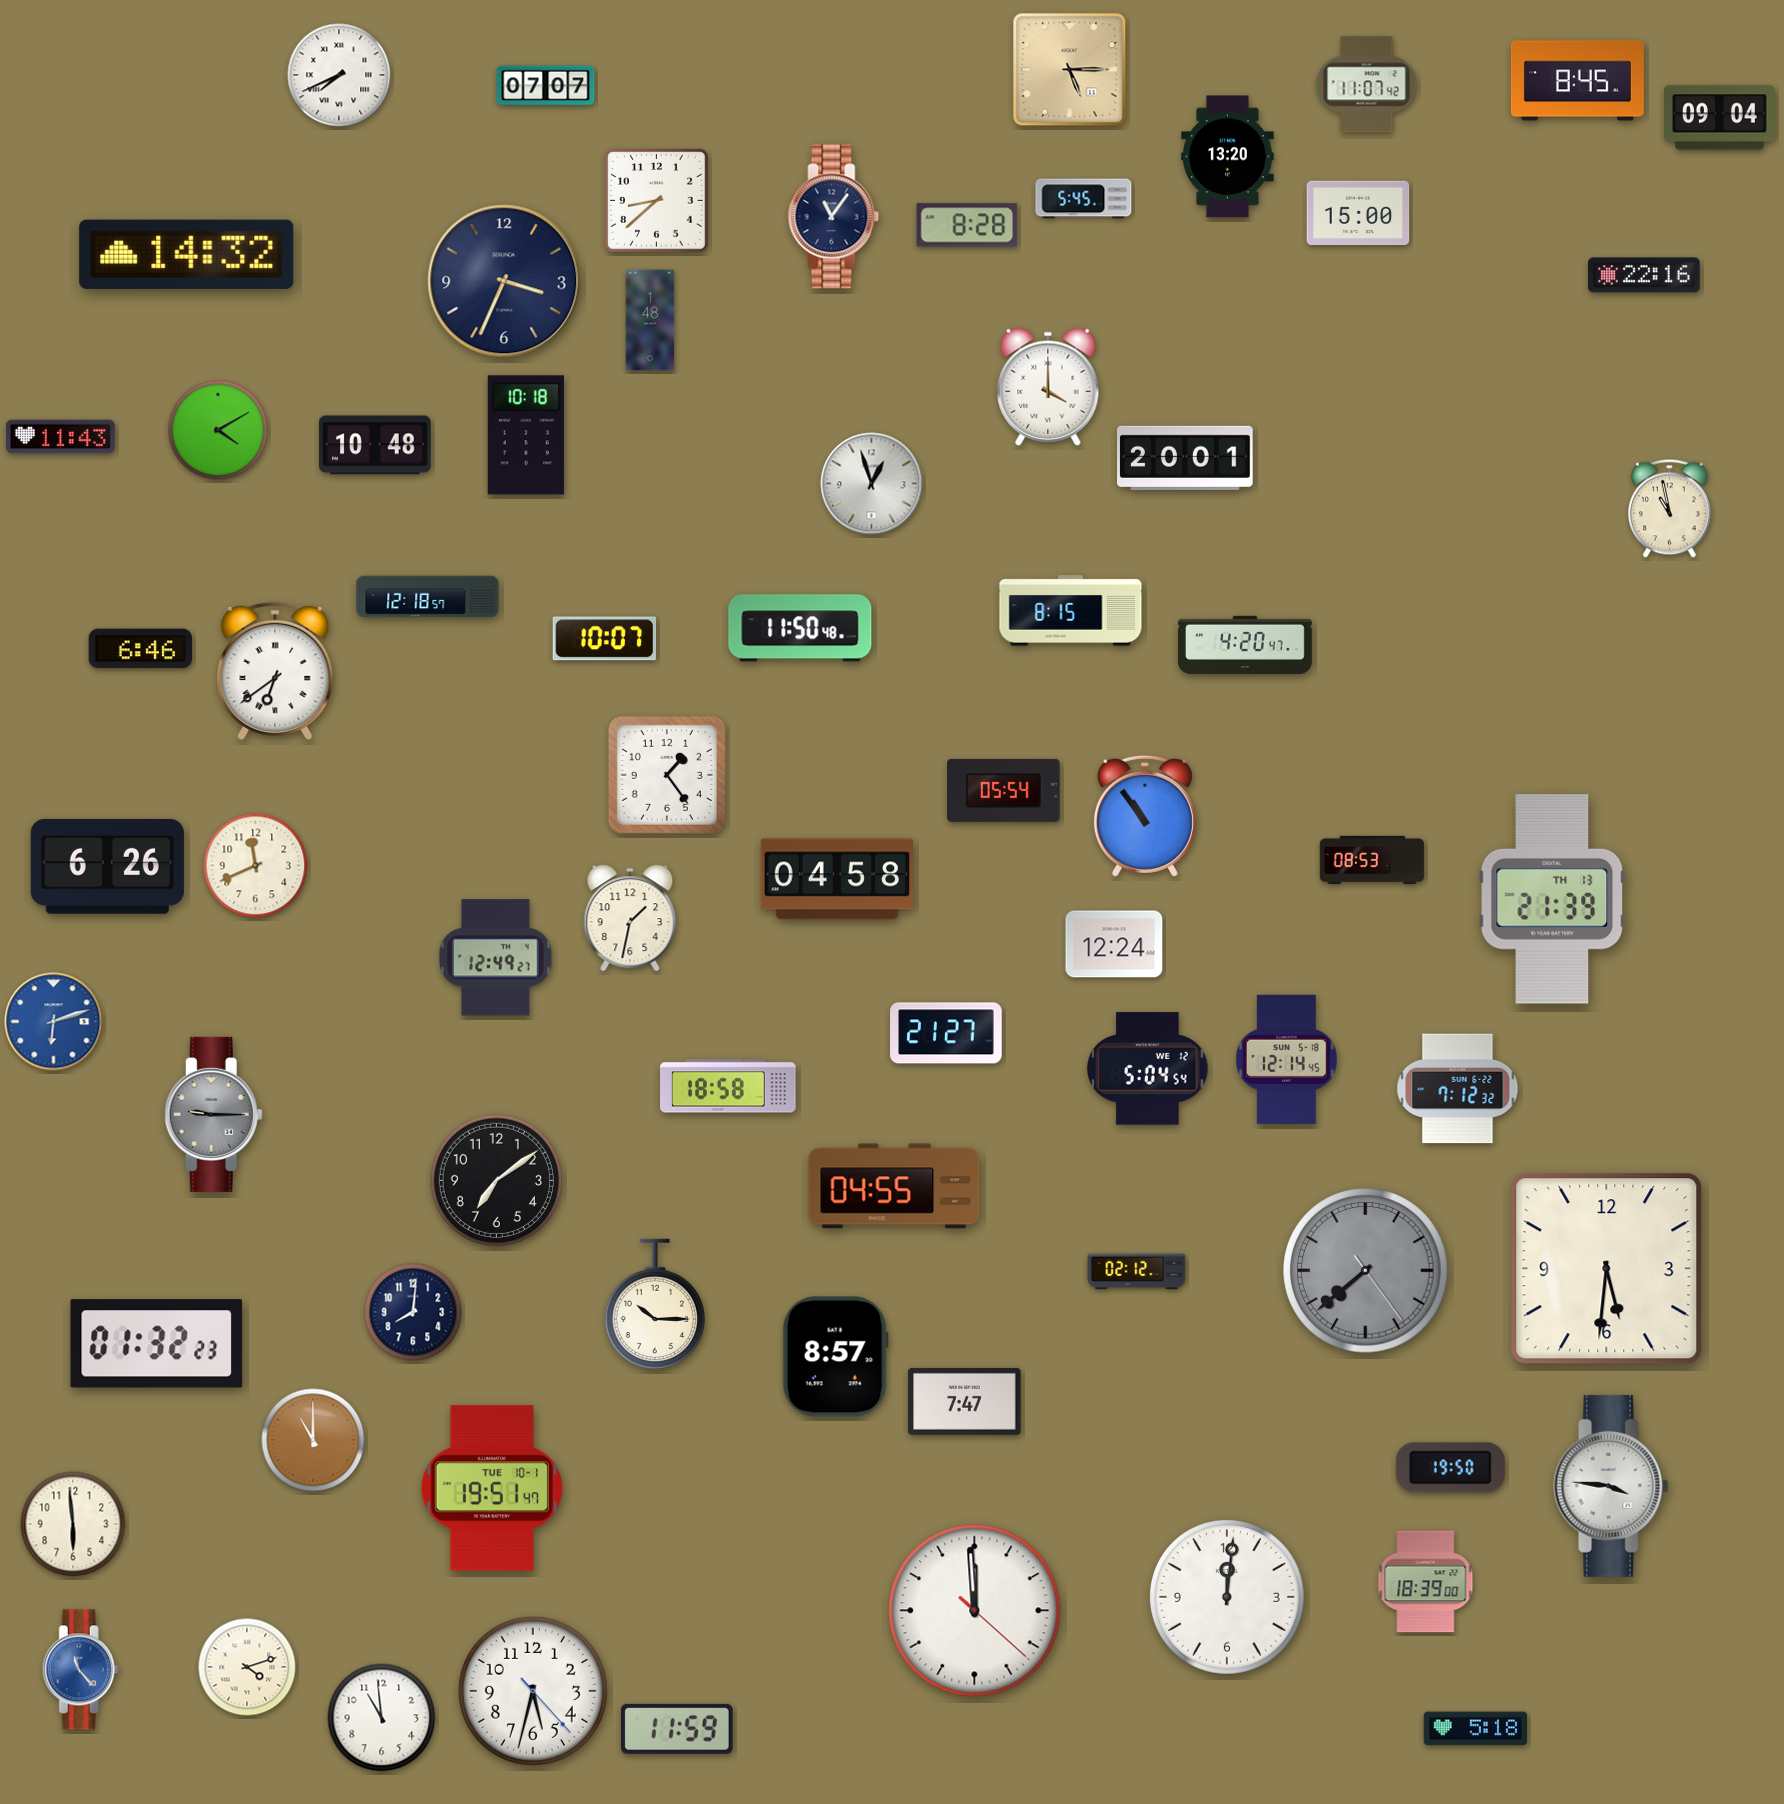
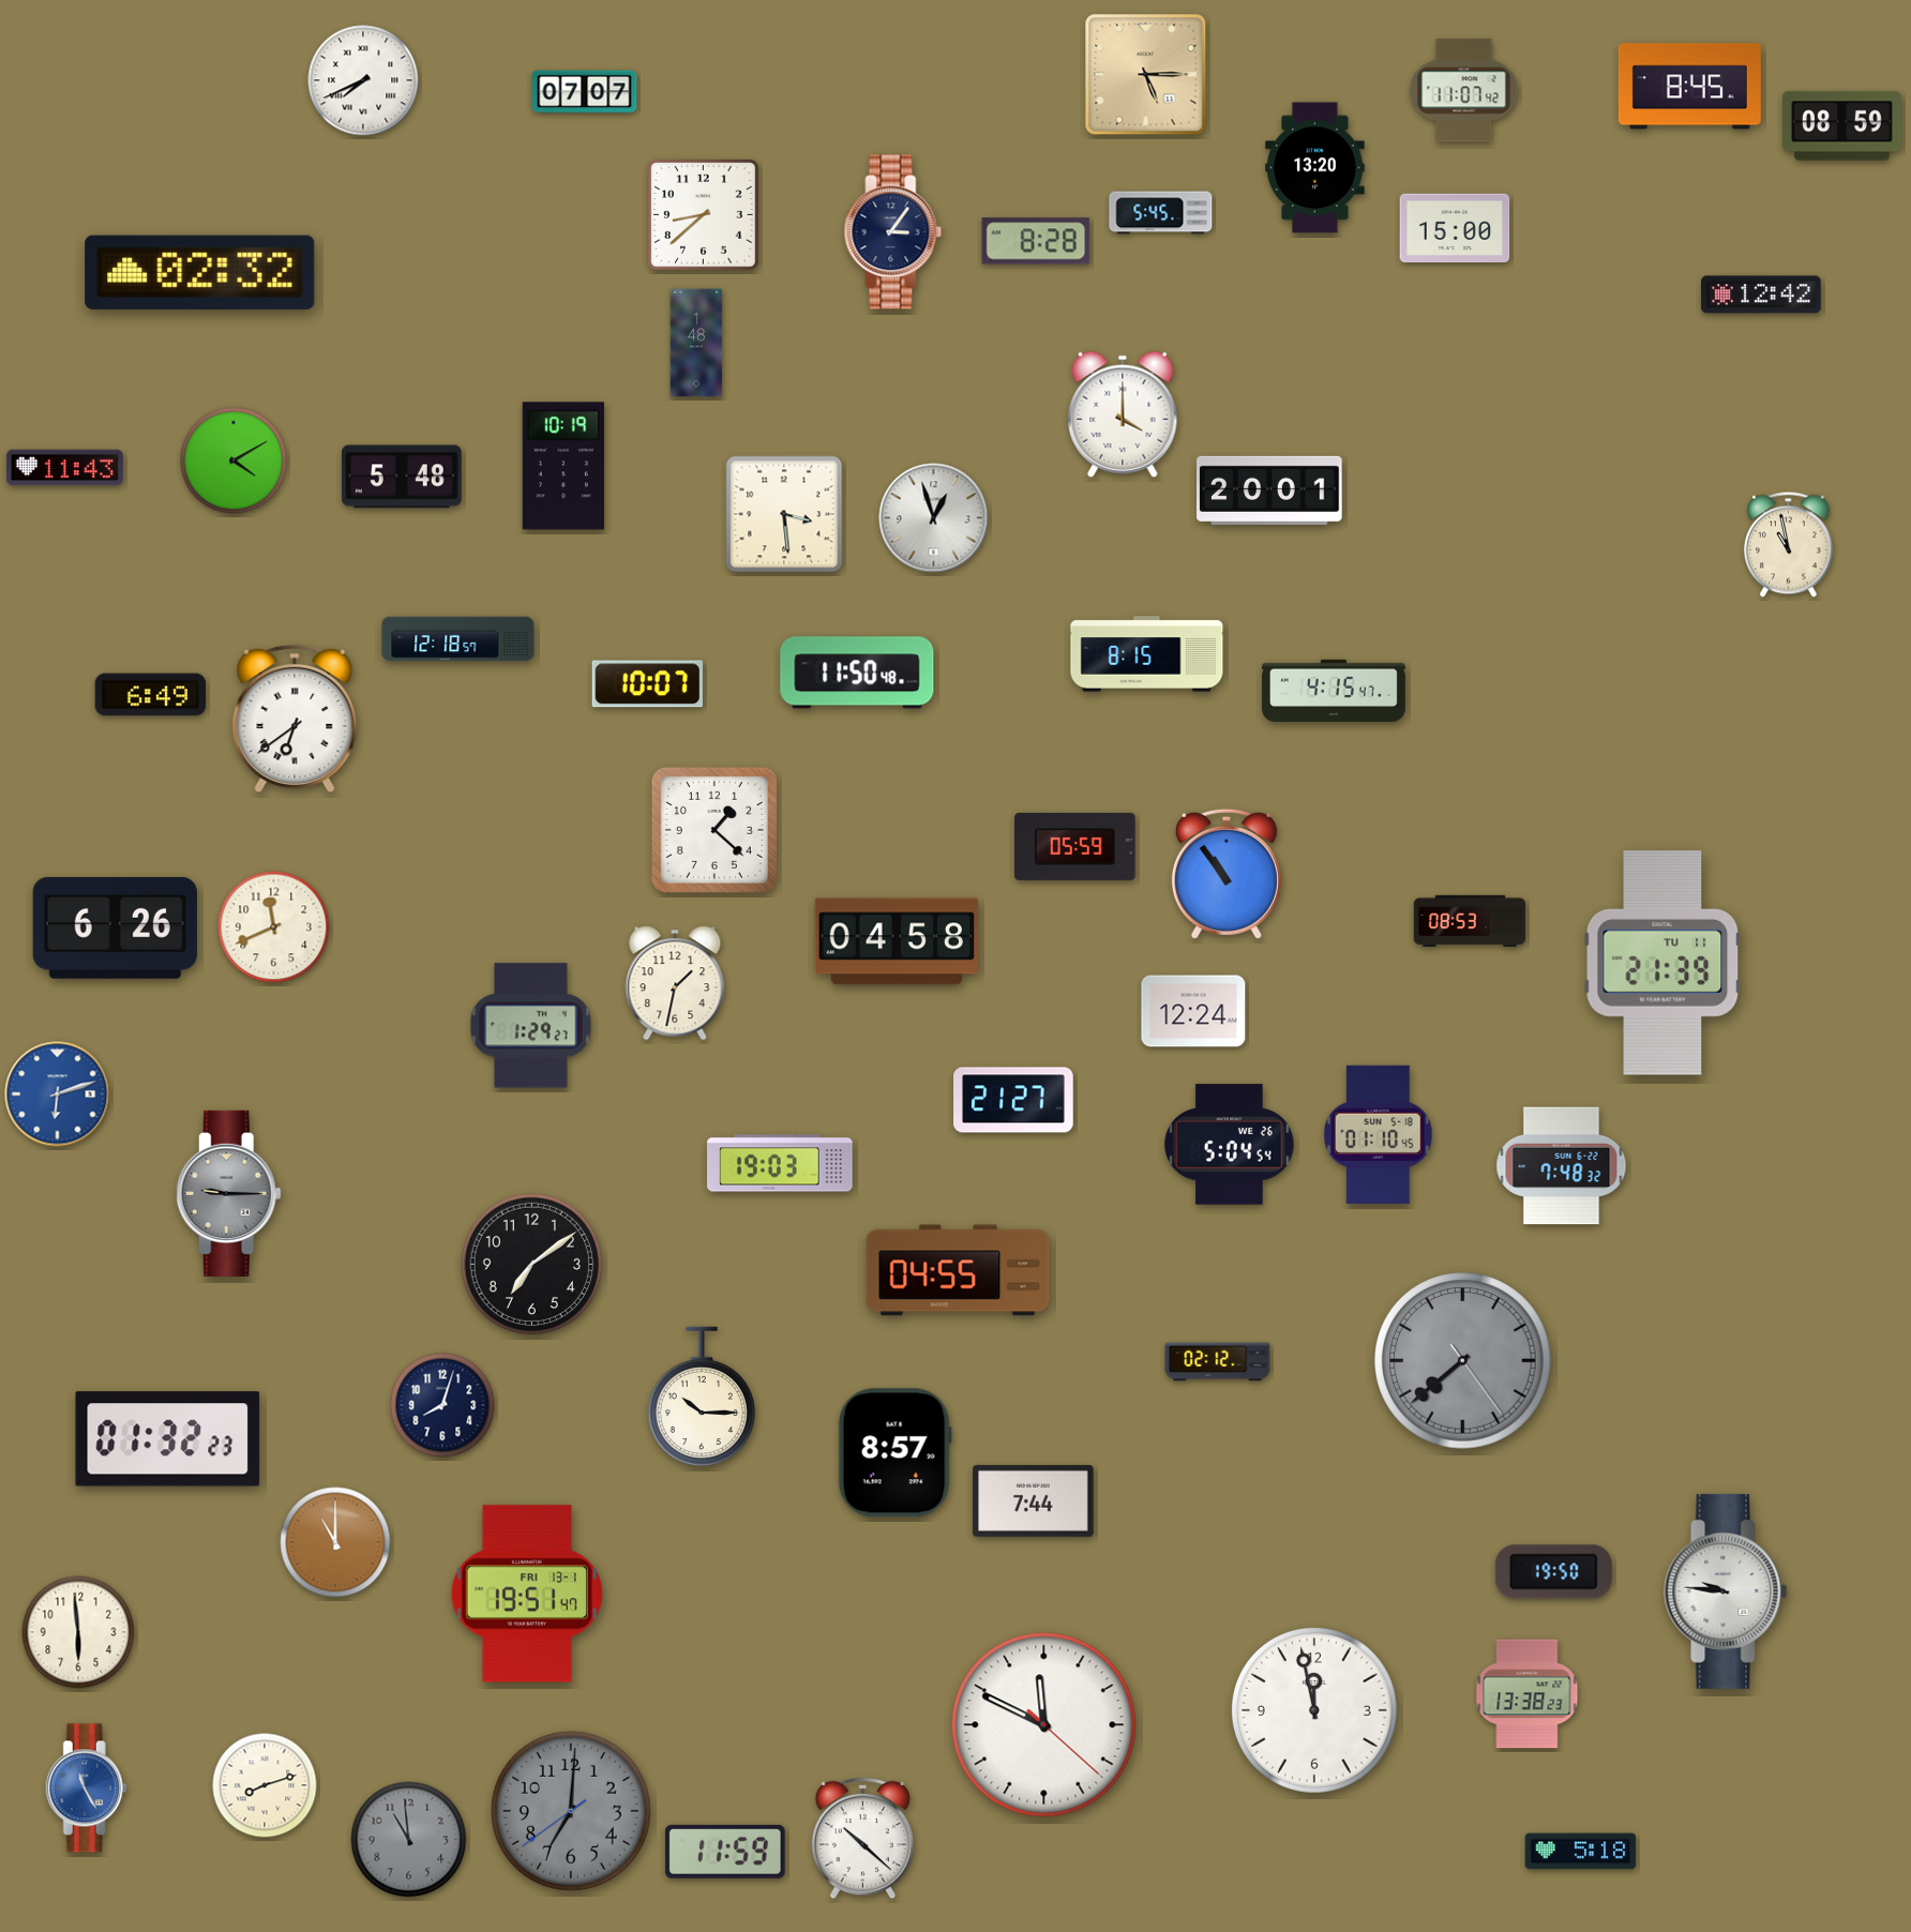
clock at (1720, 118): 09:04 -> 08:59
clock at (834, 217): 11:06 -> 3:06
clock at (187, 254): 14:32 -> 02:32
clock at (1644, 275): 22:16 -> 12:42
clock at (504, 281): 3:34 -> none
clock at (526, 435): 10:18 -> 10:19
clock at (375, 445): 10:48 -> 5:48
clock at (784, 514): none -> 3:29
clock at (1246, 645): 4:20 -> 4:15
clock at (141, 649): 6:46 -> 6:49
clock at (667, 775): 1:24 -> 1:22
clock at (1004, 790): 05:54 -> 05:59
clock at (1552, 899) date: TH 13 -> TU 11
clock at (496, 958): 12:49 -> 1:29
clock at (946, 1033) position: (946, 1033) -> (1013, 1100)
clock at (1287, 1059): 12:14 -> 01:10
clock at (1148, 1069) date: WE 12 -> WE 26
clock at (728, 1086): 18:58 -> 19:03
clock at (1458, 1089): 7:12 -> 7:48
clock at (1607, 1269): 5:31 -> none
clock at (413, 1312): 8:01 -> 8:03
clock at (965, 1401): 7:47 -> 7:44
clock at (1611, 1486): 3:46 -> 9:46
clock at (492, 1488) date: TUE 10-1 -> FRI 13-1
clock at (1426, 1582): 18:39 -> 13:38
clock at (1227, 1597): 12:01 -> 11:58
clock at (975, 1611): 11:59 -> 11:49
clock at (247, 1667): 4:12 -> 8:12
clock at (80, 1670): 11:23 -> 11:25
clock at (533, 1691): 5:32 -> 7:00
clock at (533, 1691) dial: white -> grey
clock at (862, 1839): none -> 10:22
clock at (382, 1718) dial: white -> grey
